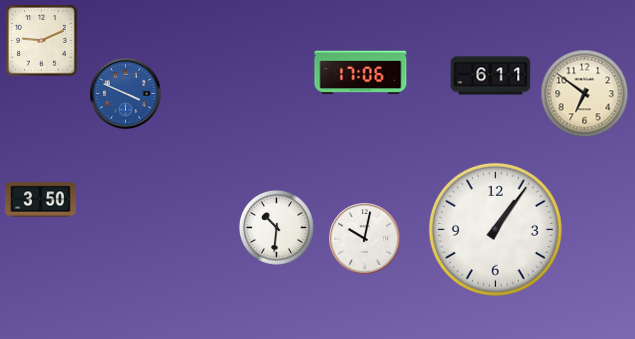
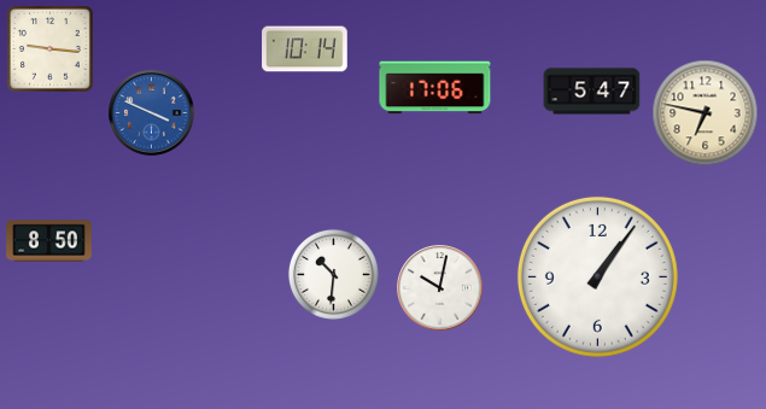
clock at (41, 40): 9:11 -> 9:16
clock at (305, 49): none -> 10:14
clock at (491, 76): 6:11 -> 5:47
clock at (585, 94): 6:51 -> 6:47
clock at (41, 200): 3:50 -> 8:50
